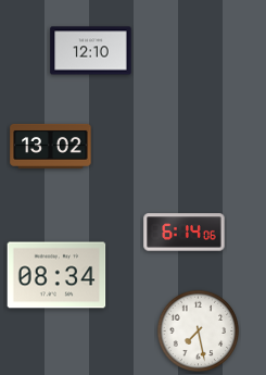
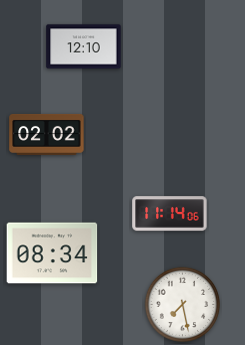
clock at (51, 146): 13:02 -> 02:02
clock at (185, 233): 6:14 -> 11:14
